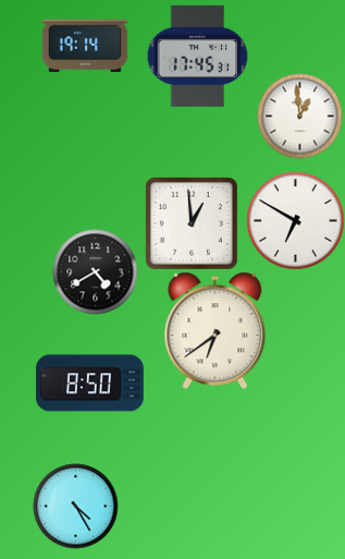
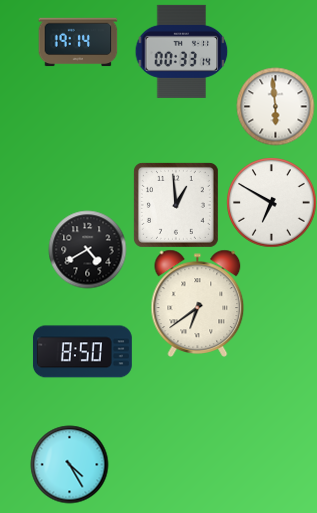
clock at (197, 56): 17:45 -> 00:33
clock at (299, 116): 12:59 -> 5:59
